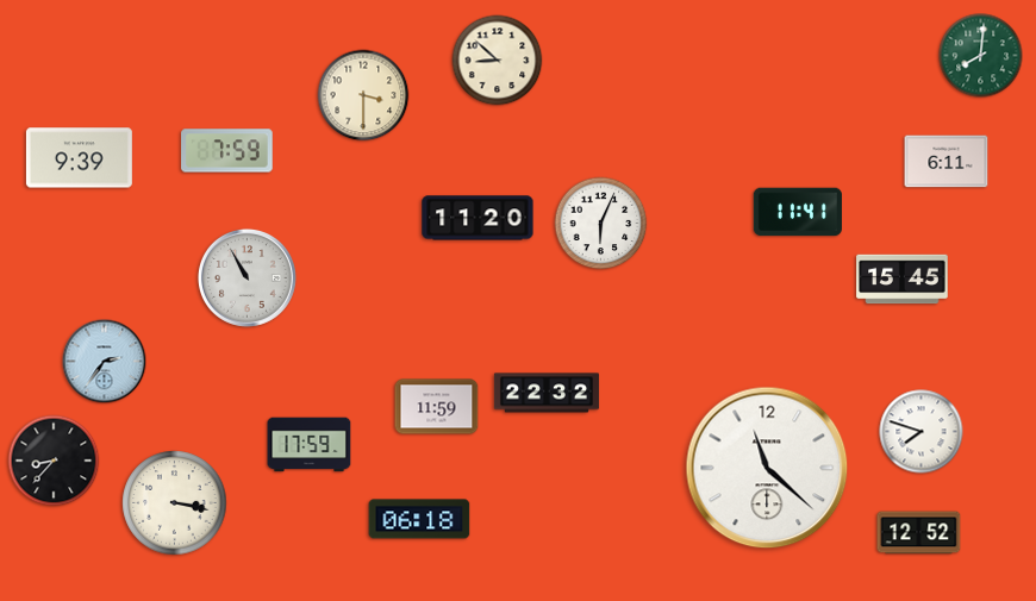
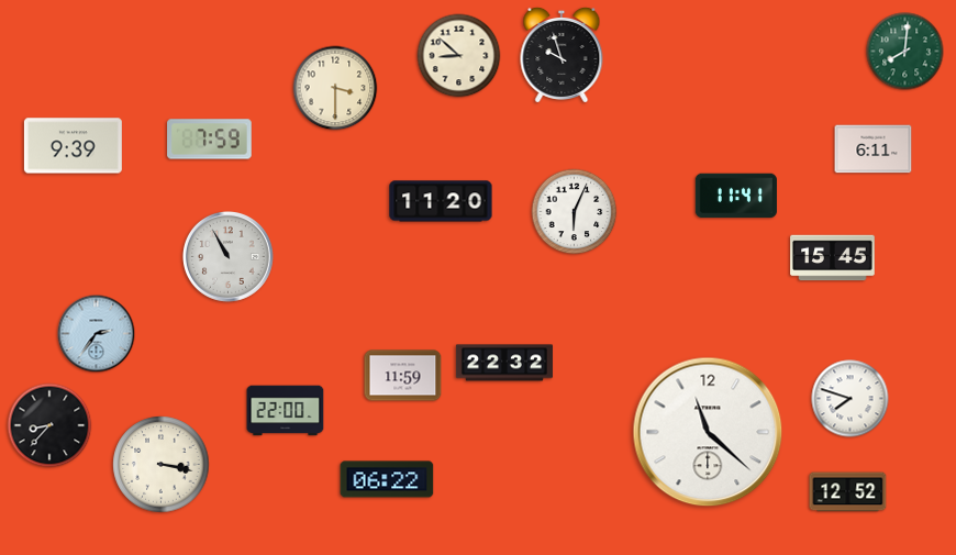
clock at (562, 55): none -> 9:57
clock at (601, 224) position: (601, 224) -> (575, 212)
clock at (310, 445): 17:59 -> 22:00
clock at (419, 519): 06:18 -> 06:22
